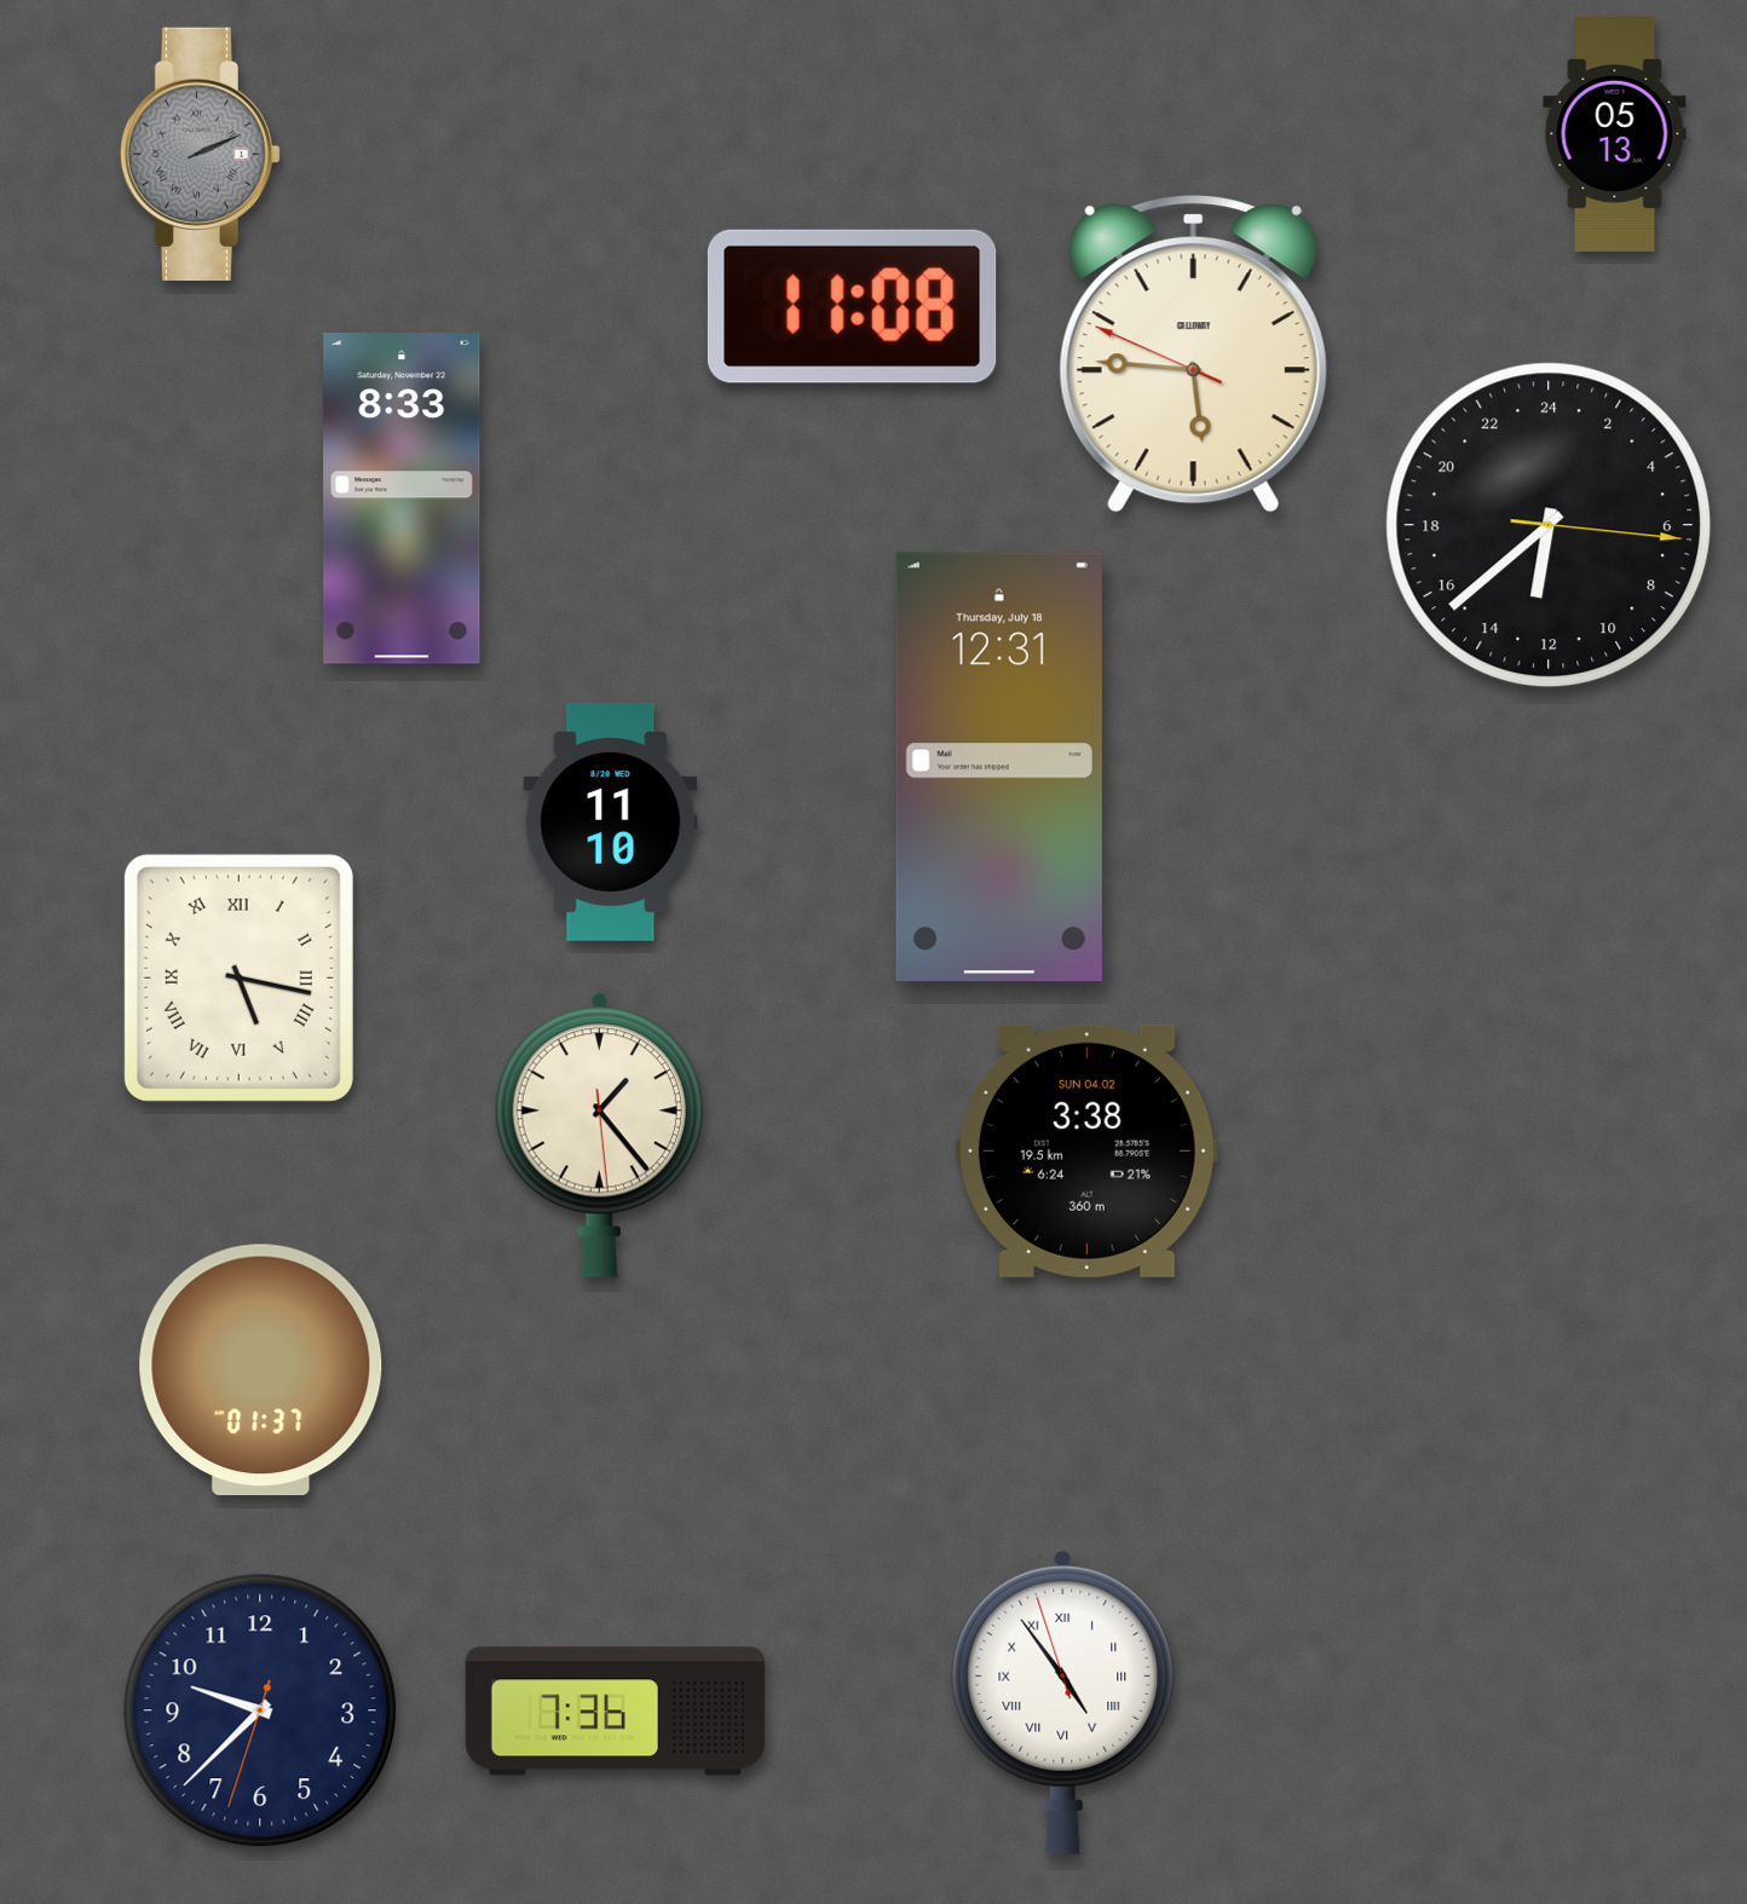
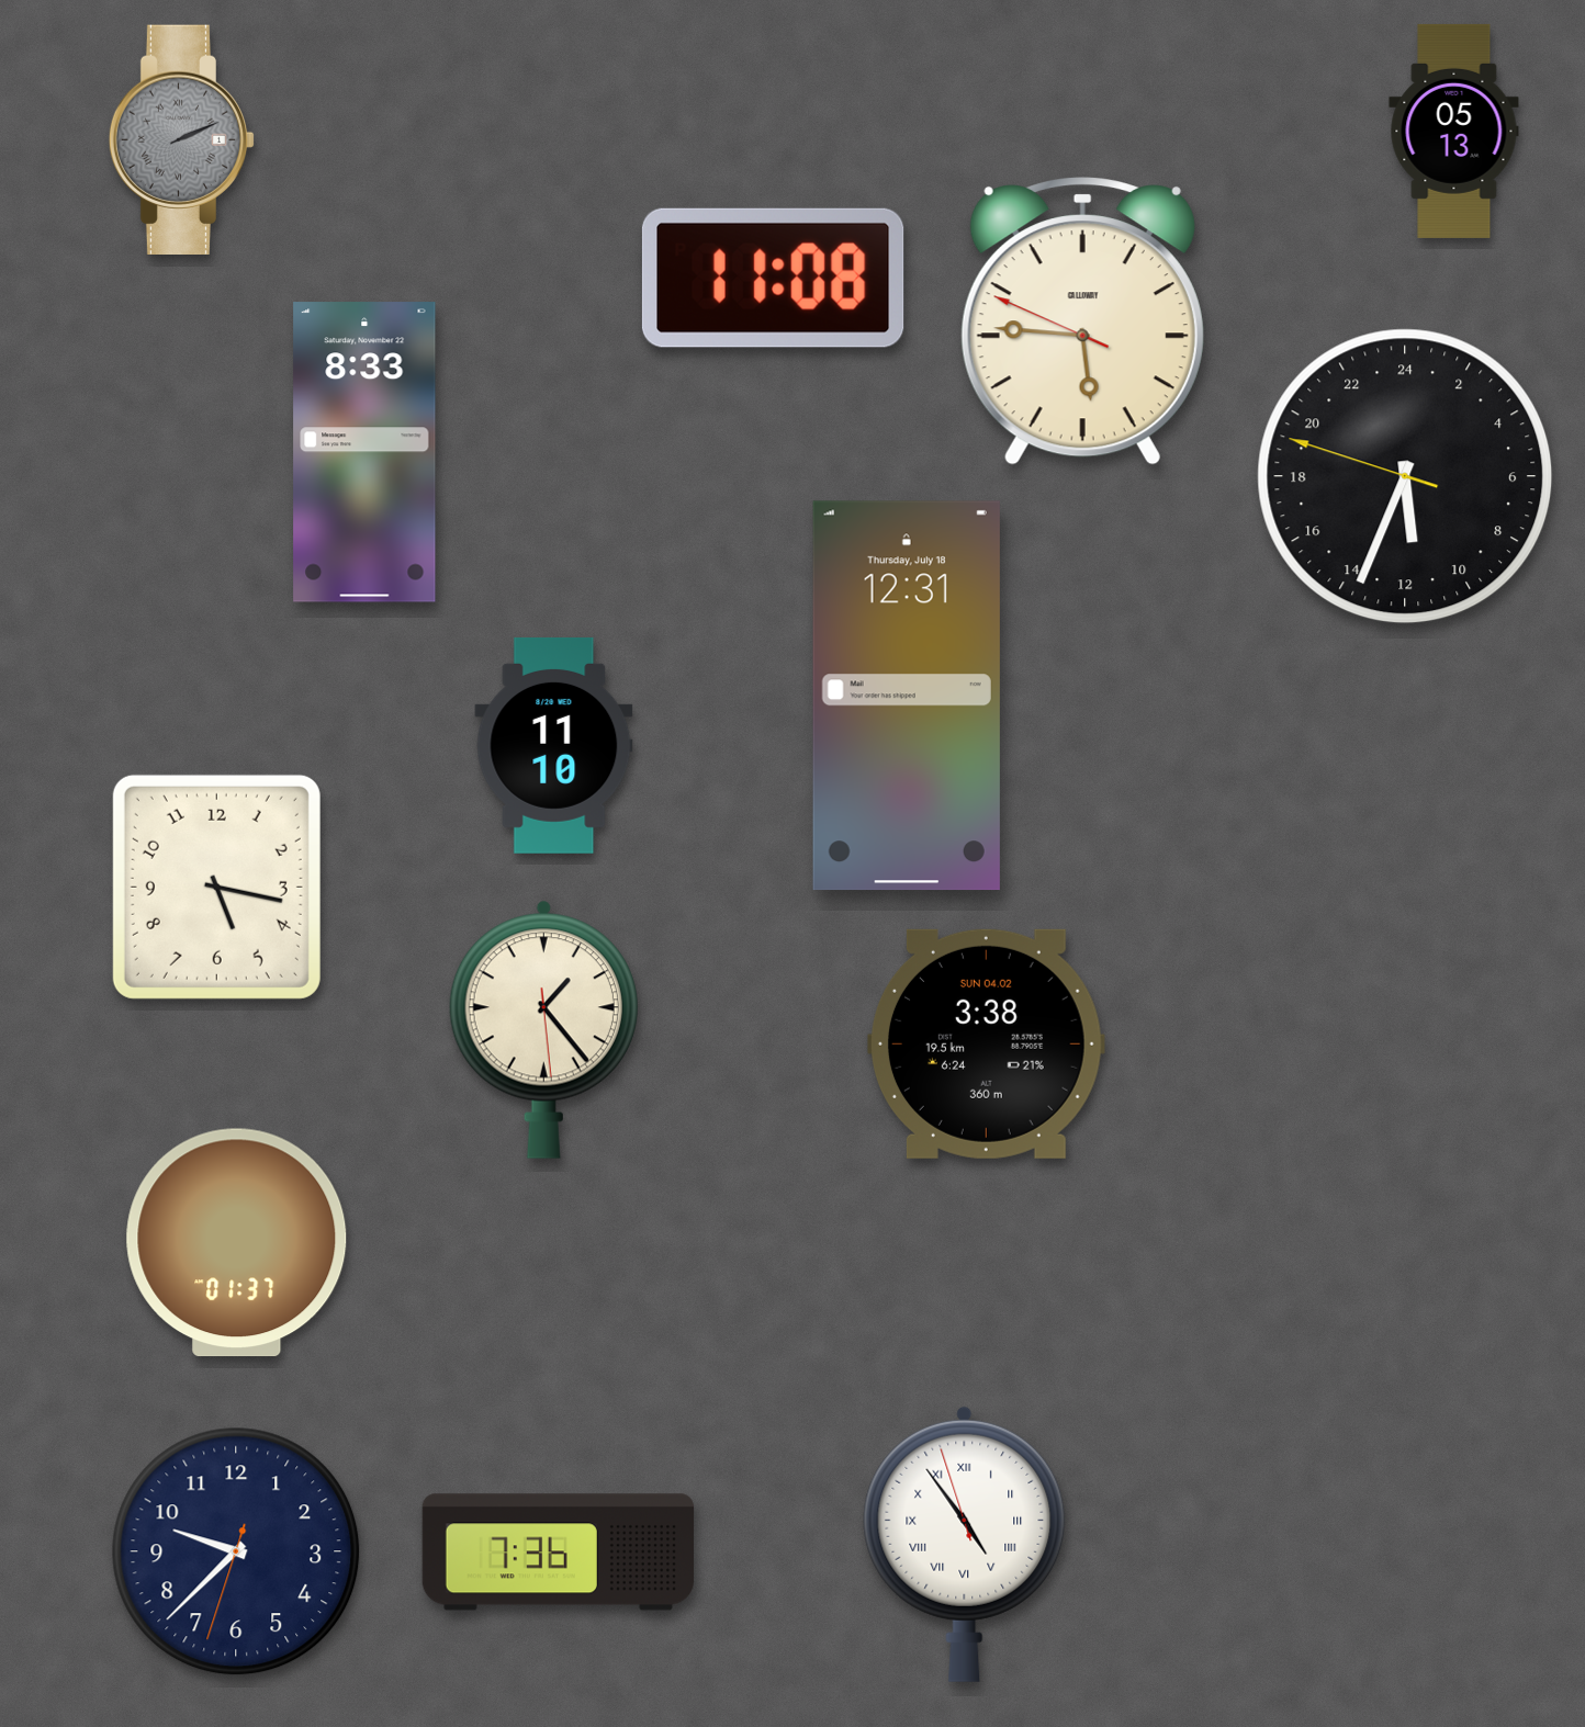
clock at (1615, 133) position: (1615, 133) -> (1454, 131)
clock at (1549, 525): 12:38 -> 11:33
clock at (238, 977) numerals: Roman -> Arabic
